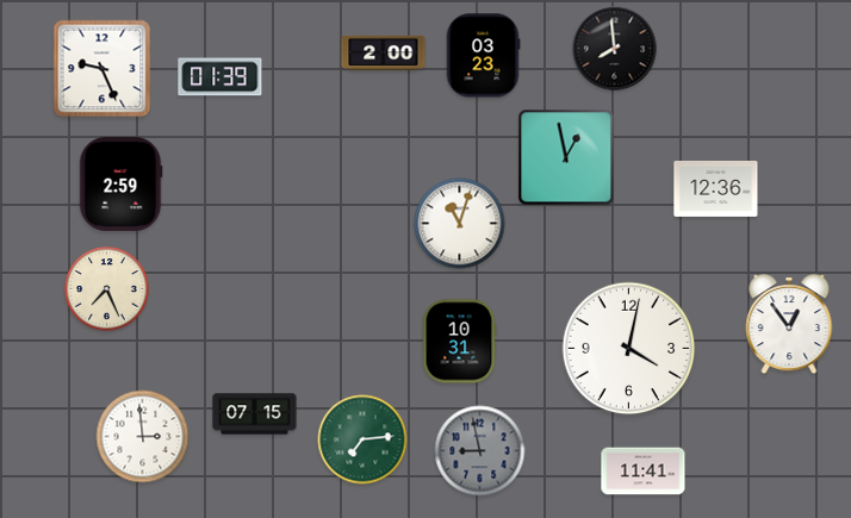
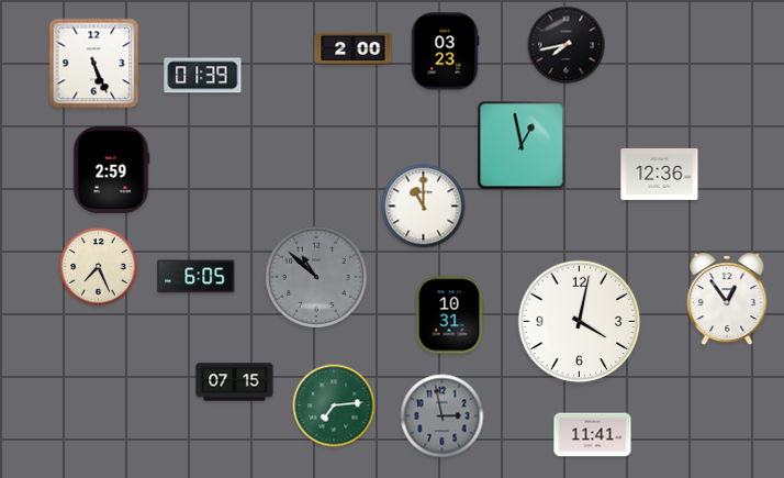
clock at (615, 49): 7:59 -> 7:43
clock at (103, 69): 9:26 -> 5:26
clock at (220, 77) position: (220, 77) -> (203, 76)
clock at (460, 224): 11:03 -> 11:00
clock at (197, 277): none -> 6:05
clock at (316, 277): none -> 10:52
clock at (459, 342) position: (459, 342) -> (449, 315)
clock at (143, 437): 2:59 -> none
clock at (480, 451): 8:58 -> 2:58
